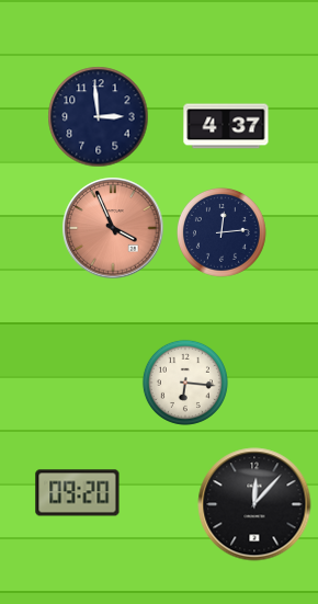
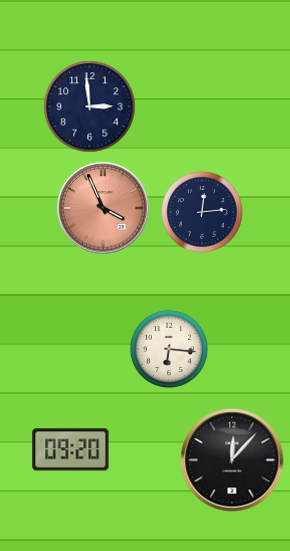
clock at (226, 126): 4:37 -> none
